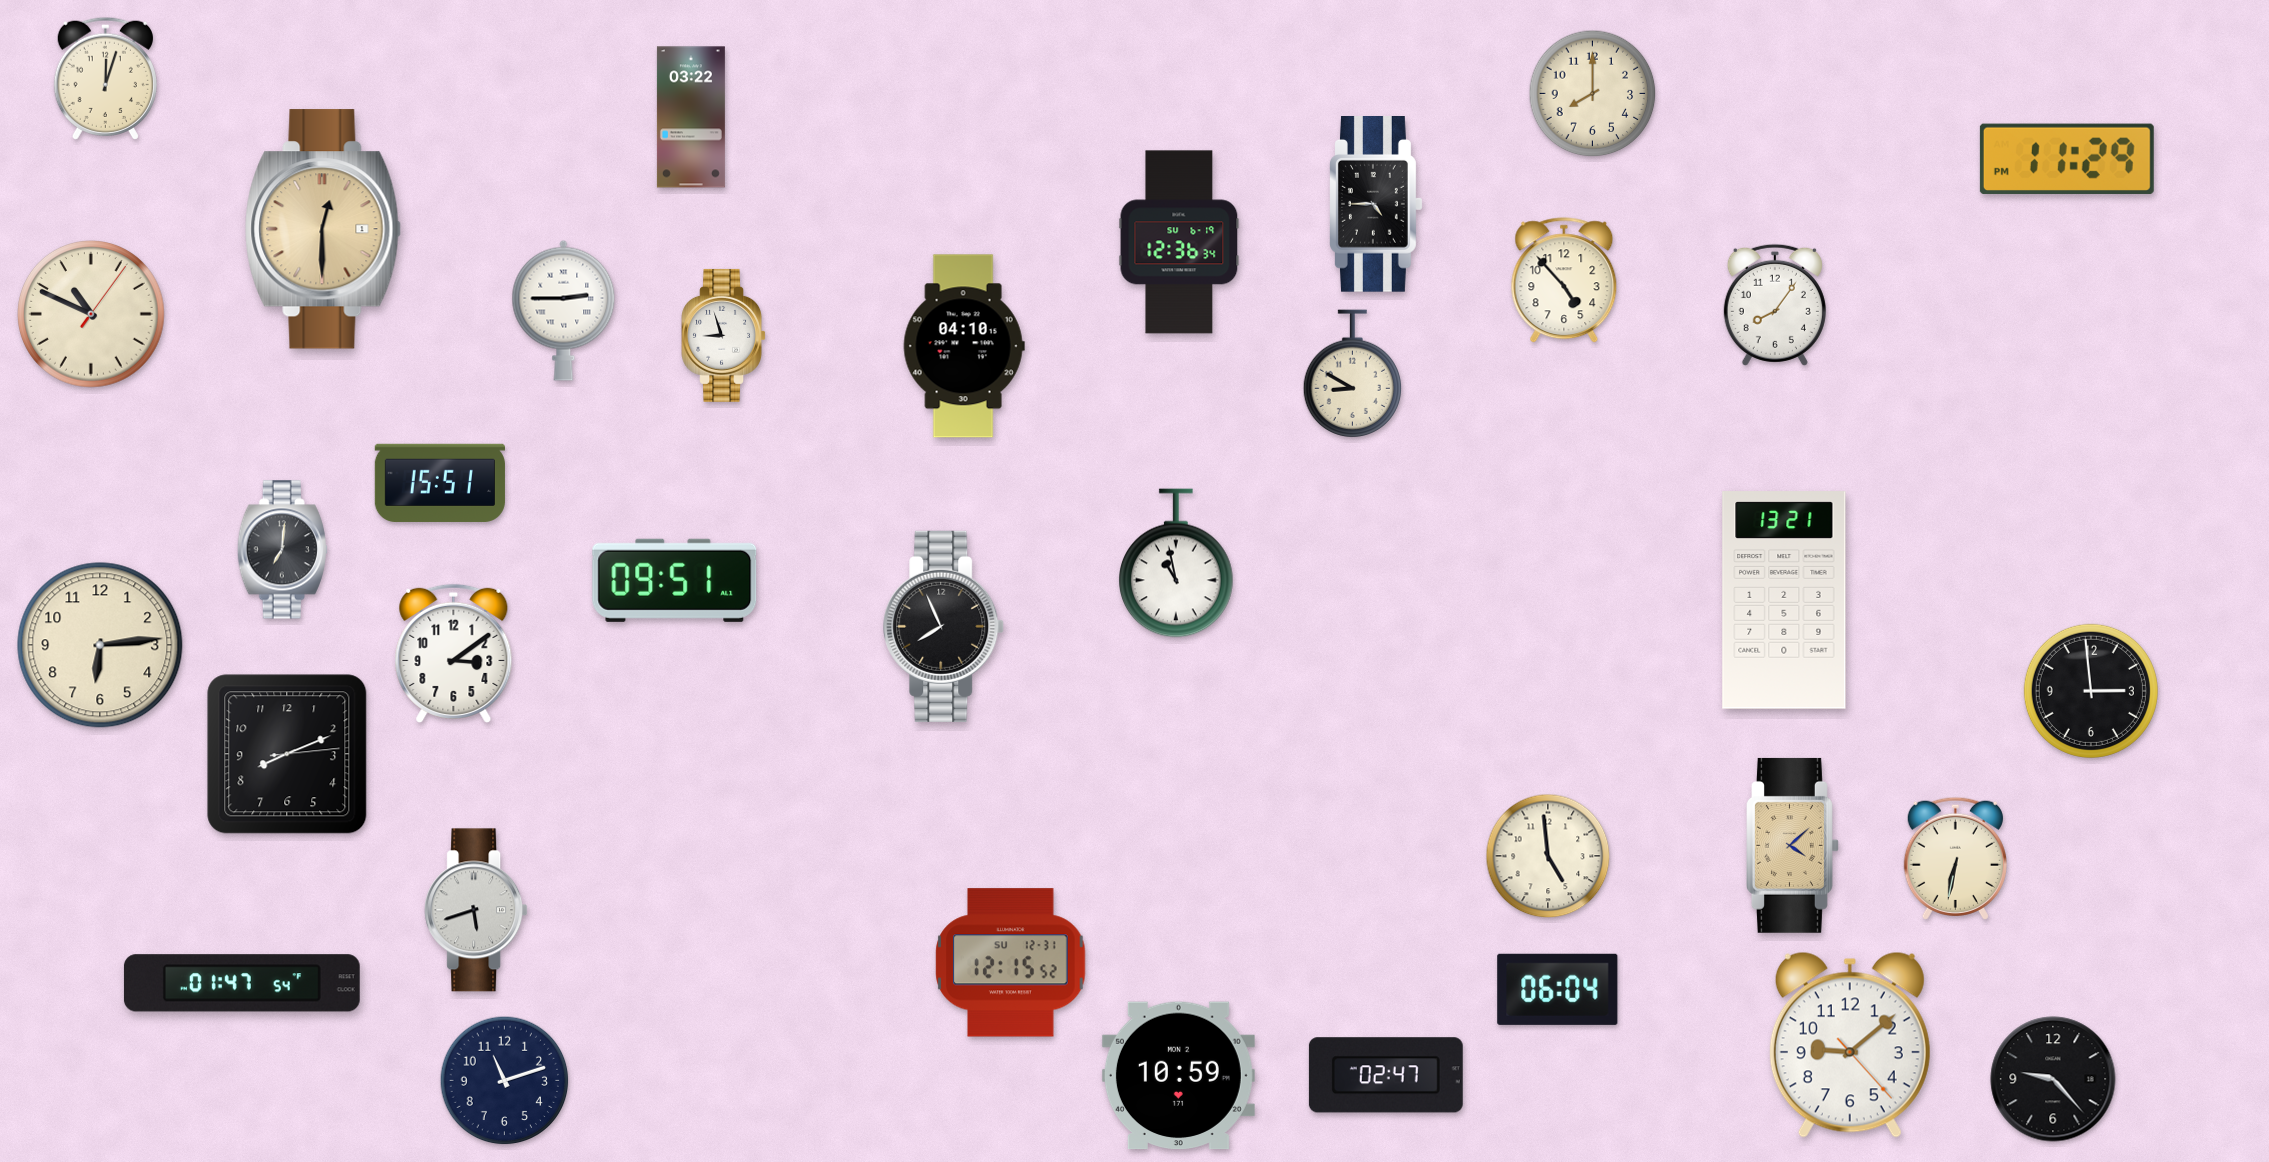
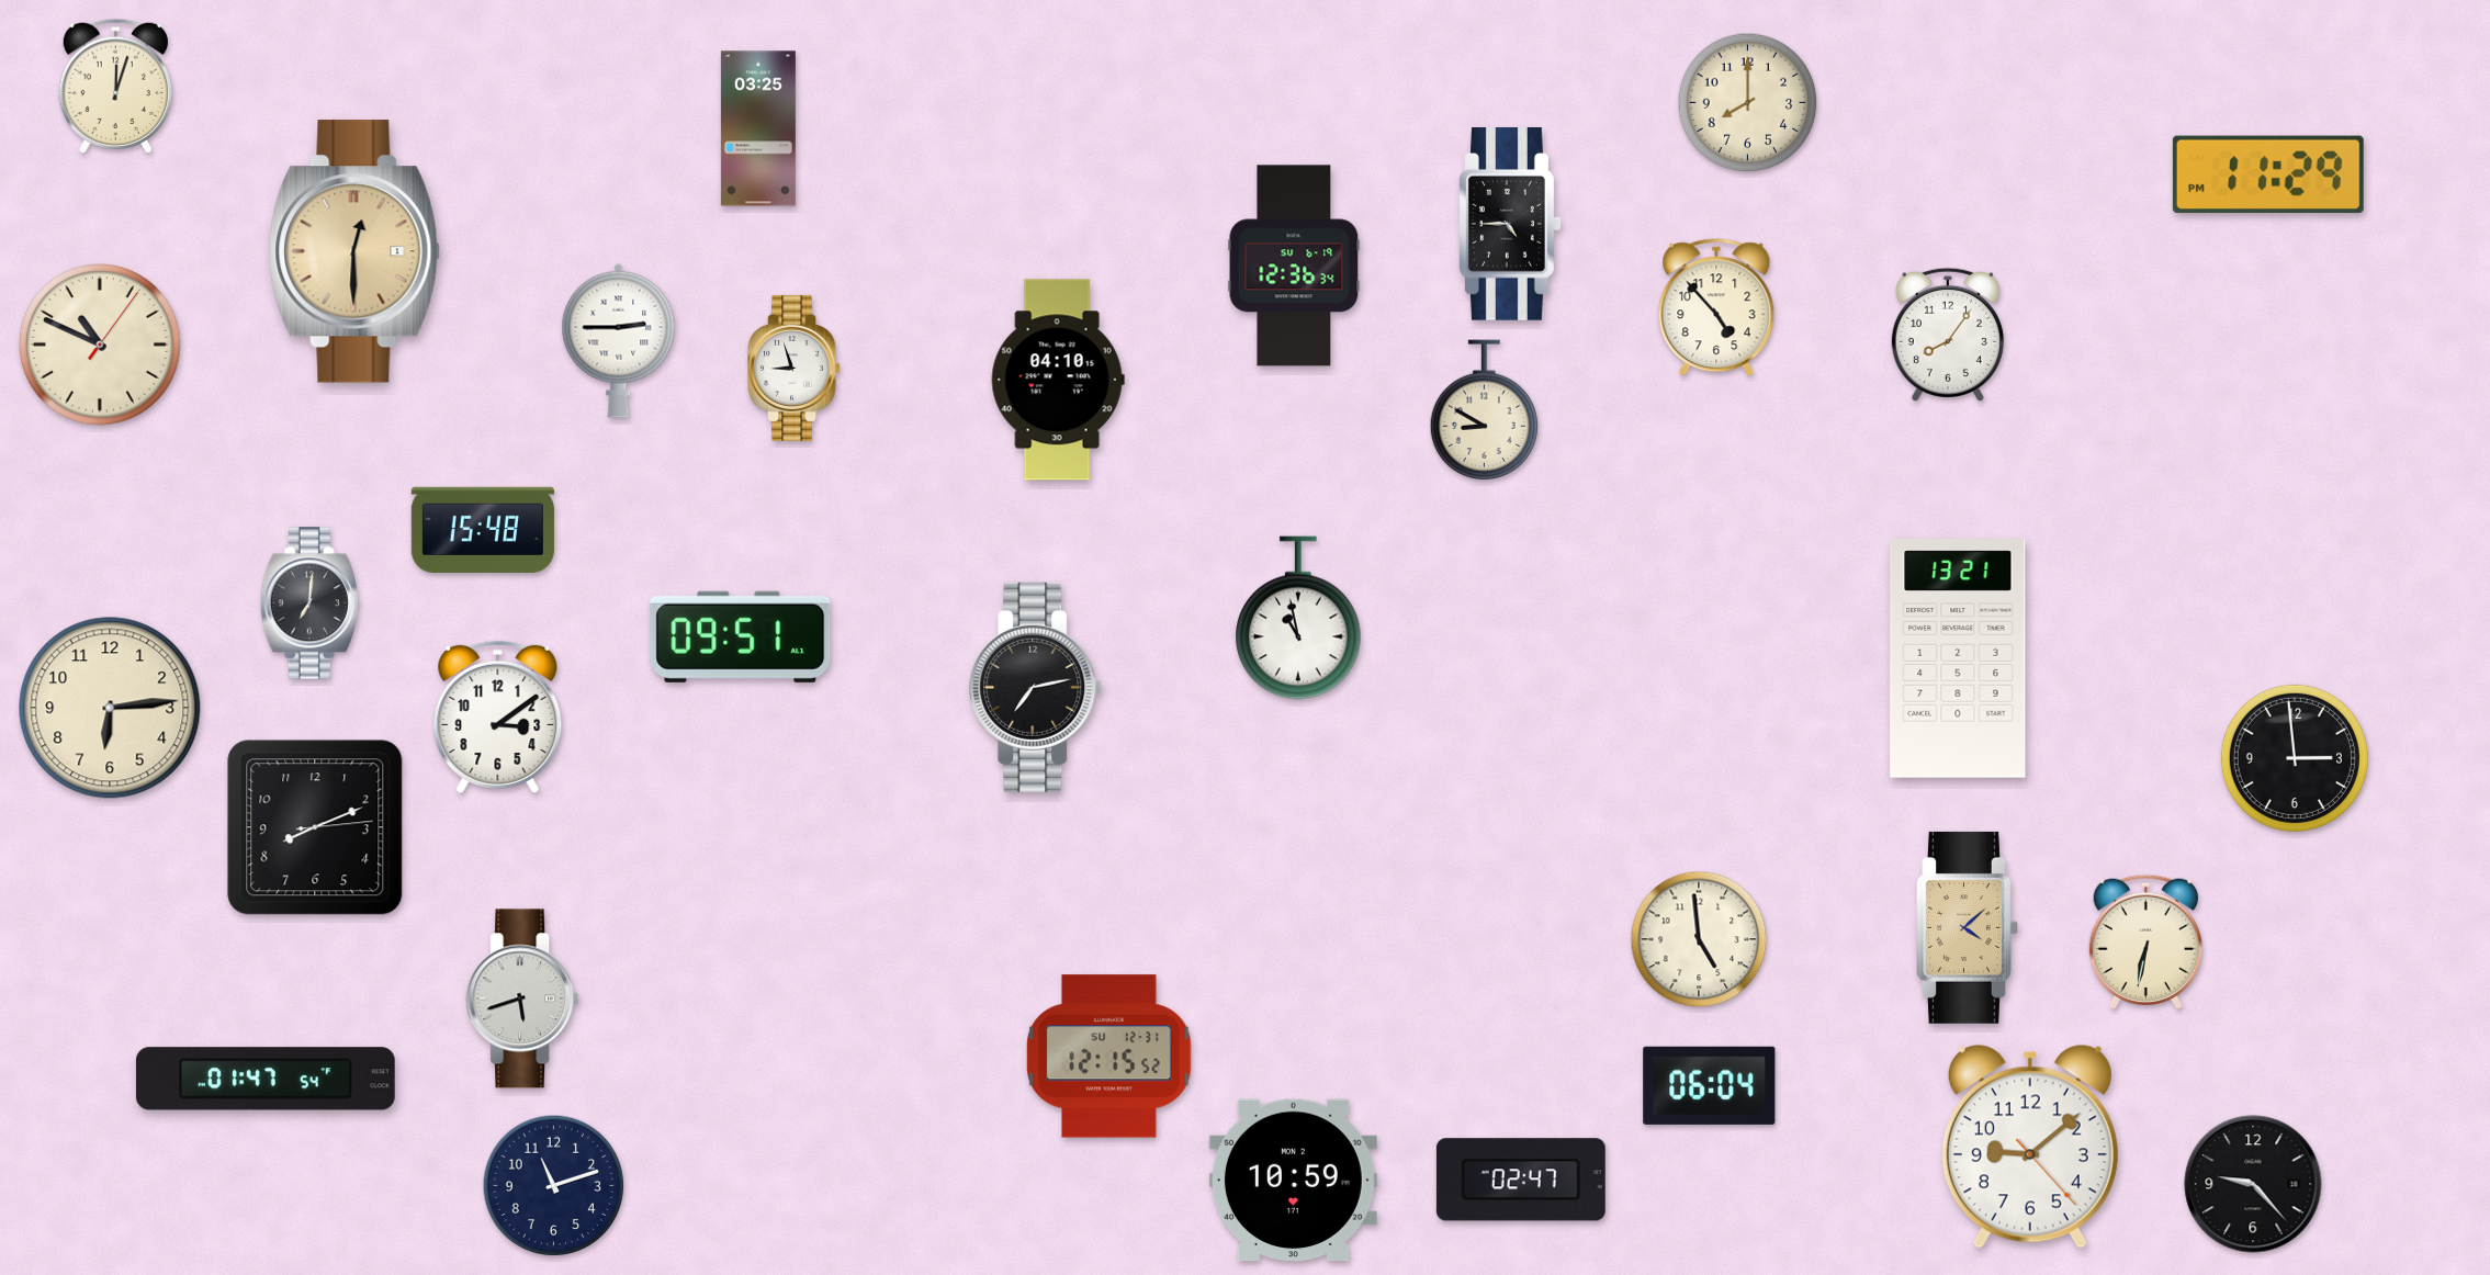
clock at (691, 117): 03:22 -> 03:25
clock at (440, 483): 15:51 -> 15:48
clock at (1177, 563) position: (1177, 563) -> (1299, 618)
clock at (944, 626): 7:56 -> 7:13
